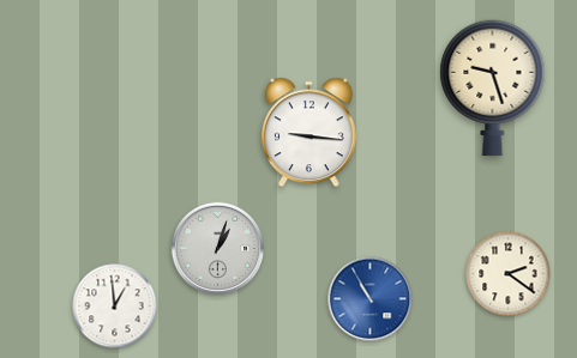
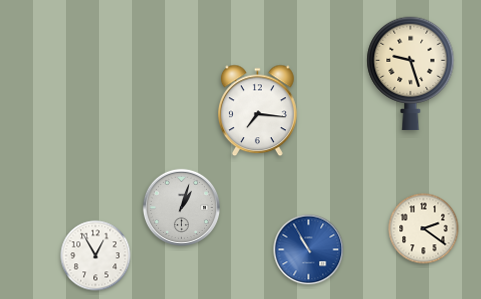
clock at (309, 133): 9:16 -> 7:16
clock at (115, 307): 12:59 -> 12:55
